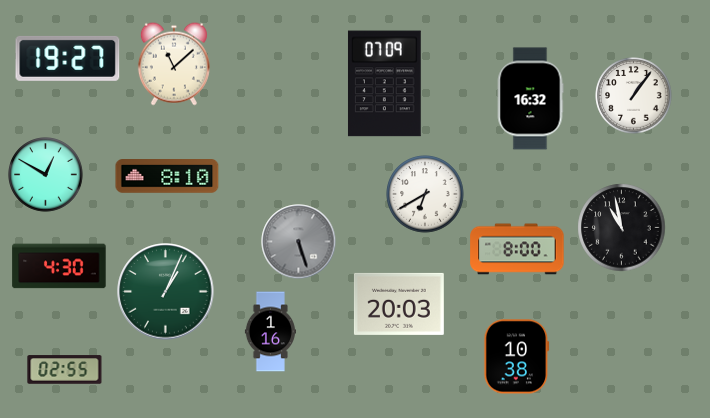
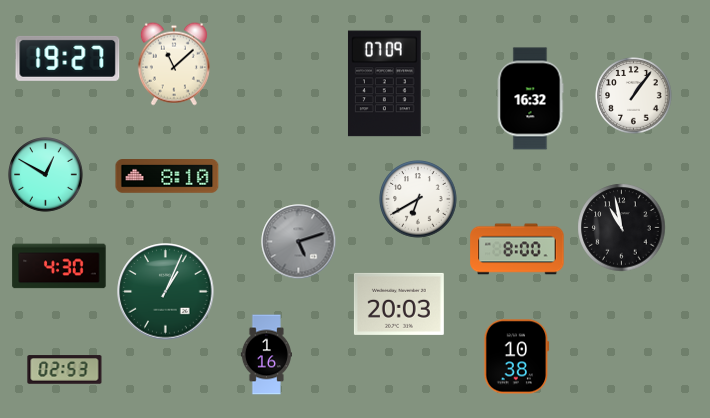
clock at (425, 194) position: (425, 194) -> (418, 199)
clock at (299, 242): 5:27 -> 5:12
clock at (270, 332) position: (270, 332) -> (266, 355)
clock at (65, 370): 02:55 -> 02:53
